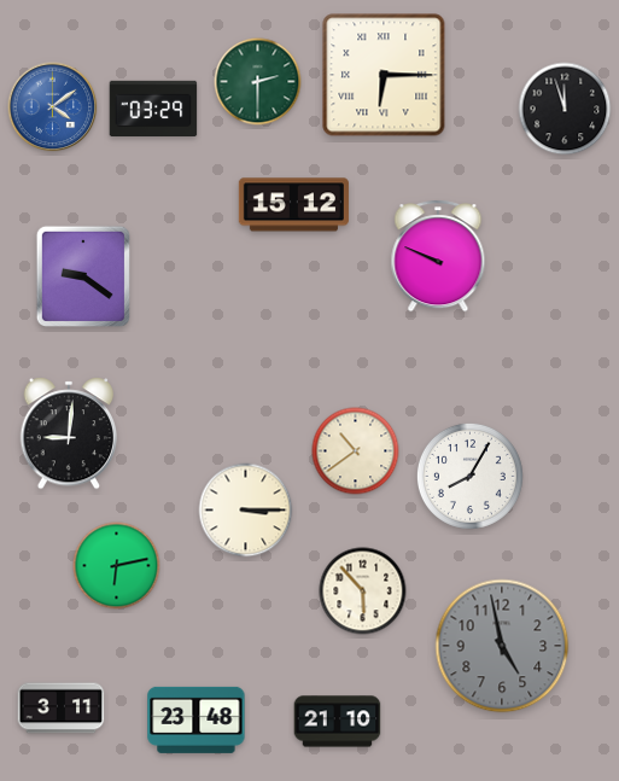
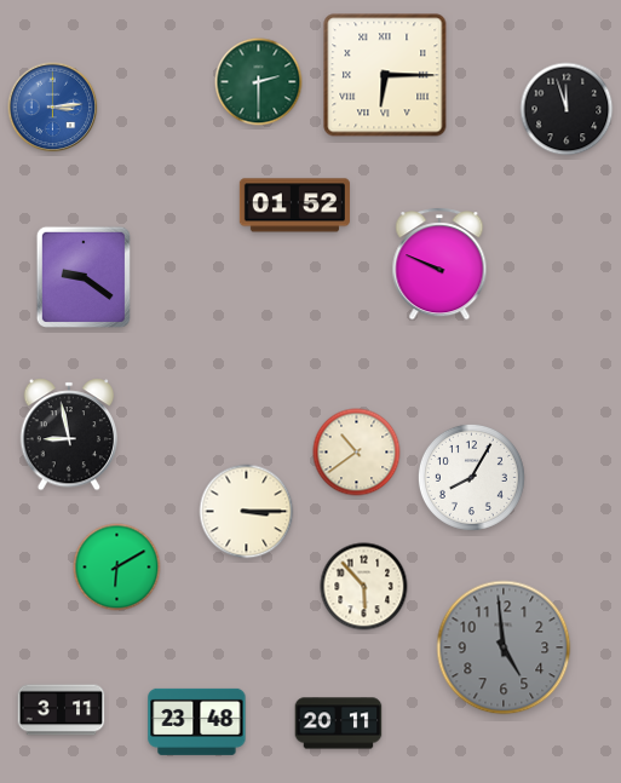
clock at (53, 107): 4:09 -> 3:14
clock at (153, 109): 03:29 -> none
clock at (293, 205): 15:12 -> 01:52
clock at (438, 256) position: (438, 256) -> (439, 264)
clock at (69, 433): 9:01 -> 8:58
clock at (117, 566): 6:13 -> 6:10
clock at (363, 591) position: (363, 591) -> (364, 587)
clock at (502, 646): 4:58 -> 4:59
clock at (338, 722): 21:10 -> 20:11
